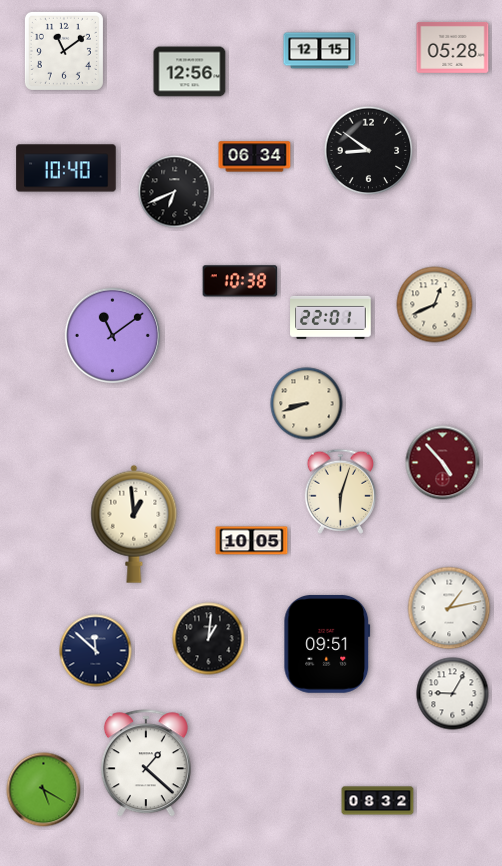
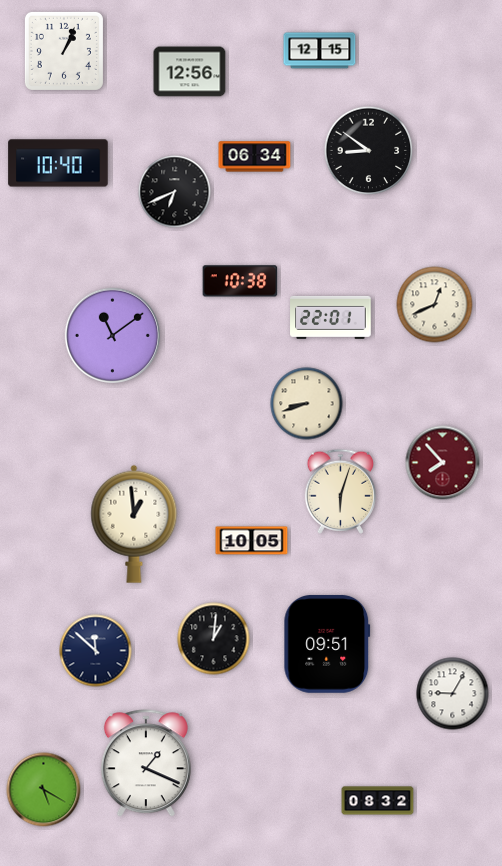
clock at (453, 47): 05:28 -> none
clock at (64, 51): 11:09 -> 1:04
clock at (66, 168) position: (66, 168) -> (58, 163)
clock at (443, 463): 4:53 -> 7:53
clock at (449, 608): 1:13 -> none
clock at (209, 639) position: (209, 639) -> (214, 639)
clock at (146, 764): 1:22 -> 1:19
